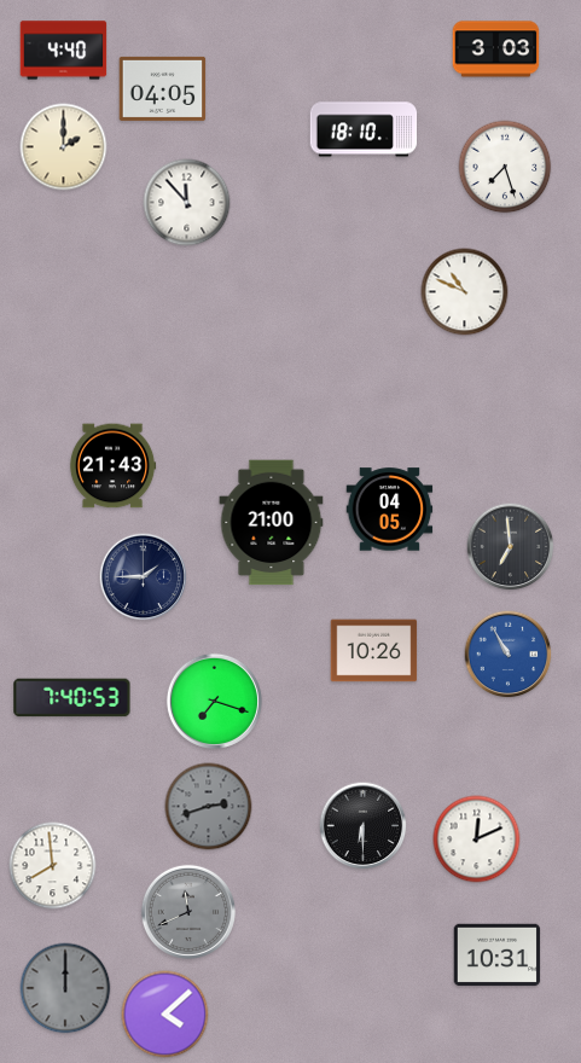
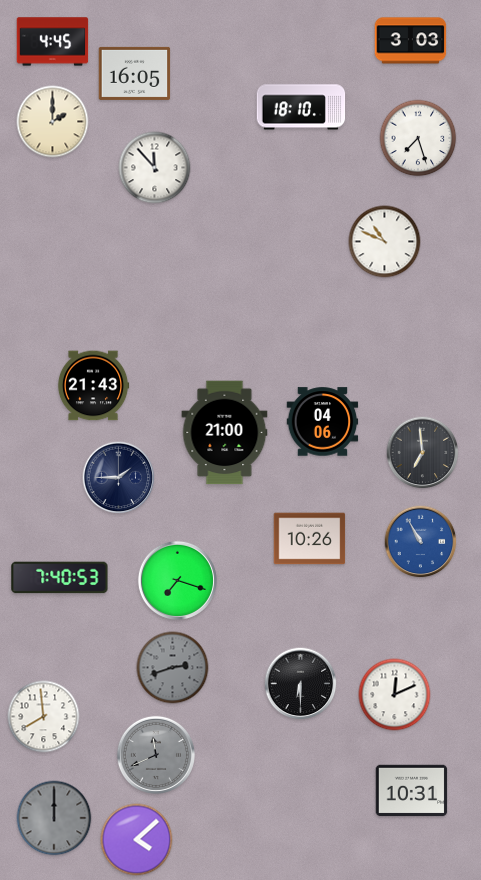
clock at (64, 51): 4:40 -> 4:45
clock at (163, 88): 04:05 -> 16:05
clock at (390, 510): 04:05 -> 04:06
